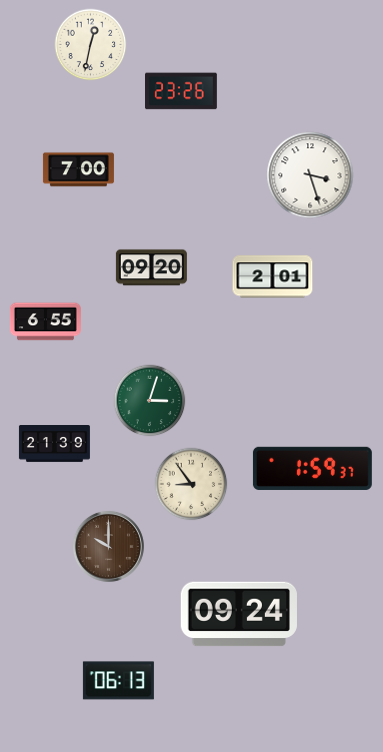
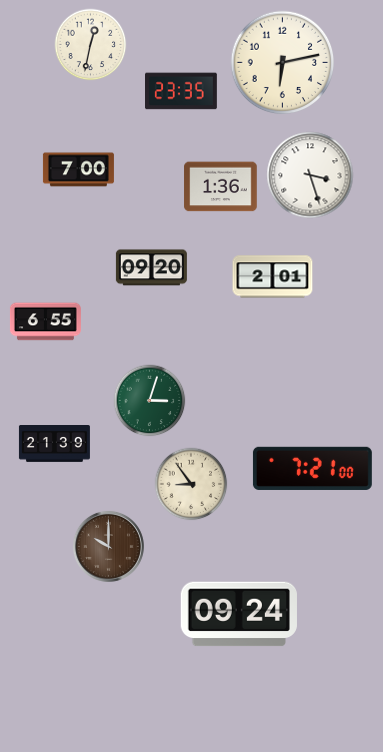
clock at (283, 63): none -> 6:13
clock at (182, 91): 23:26 -> 23:35
clock at (221, 187): none -> 1:36
clock at (312, 468): 1:59 -> 7:21
clock at (118, 681): 06:13 -> none
